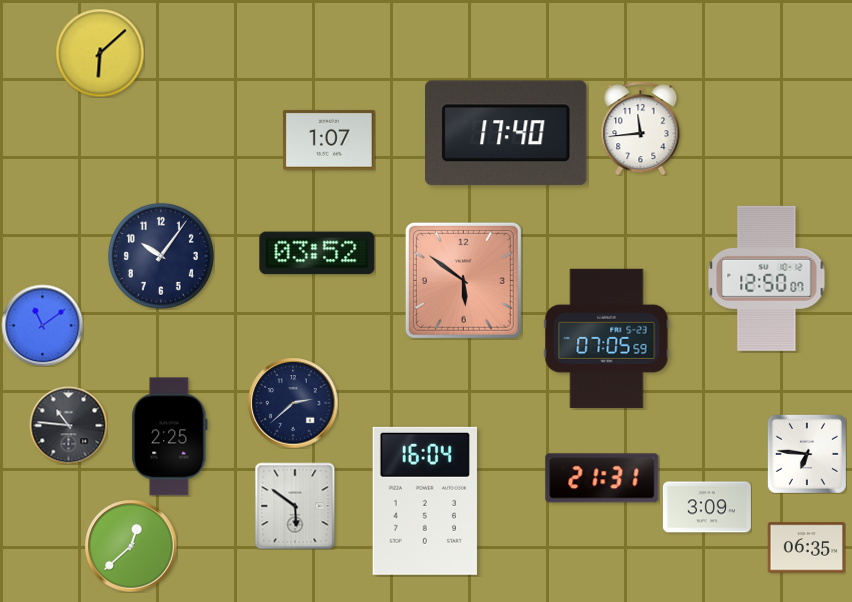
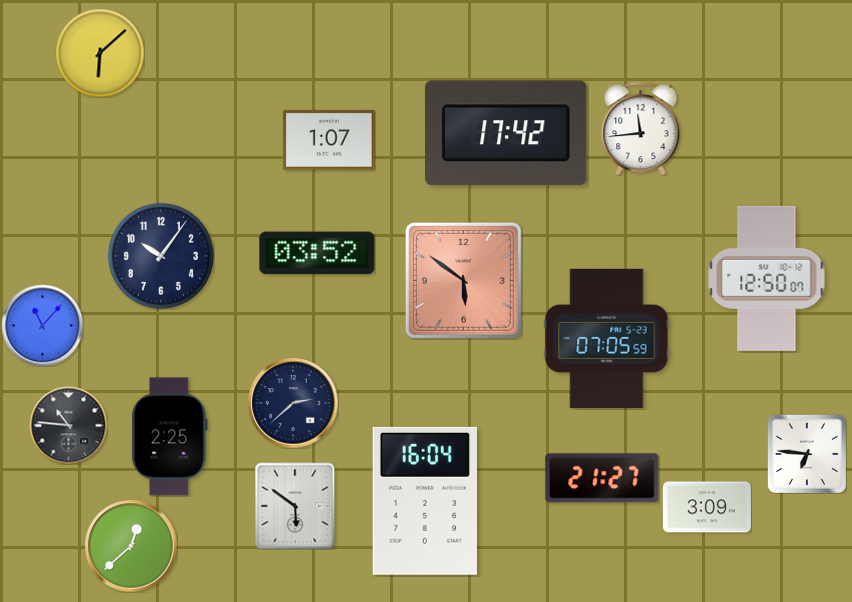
clock at (506, 133): 17:40 -> 17:42
clock at (42, 325): 11:09 -> 11:07
clock at (602, 478): 21:31 -> 21:27
clock at (806, 548): 06:35 -> none
